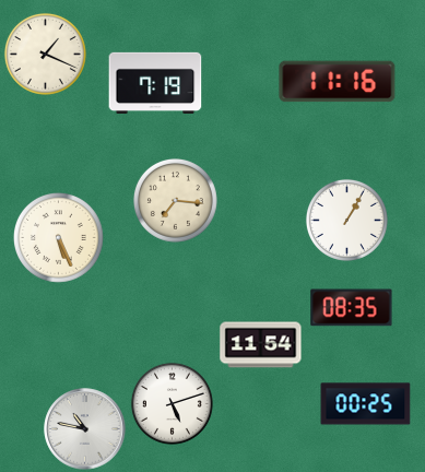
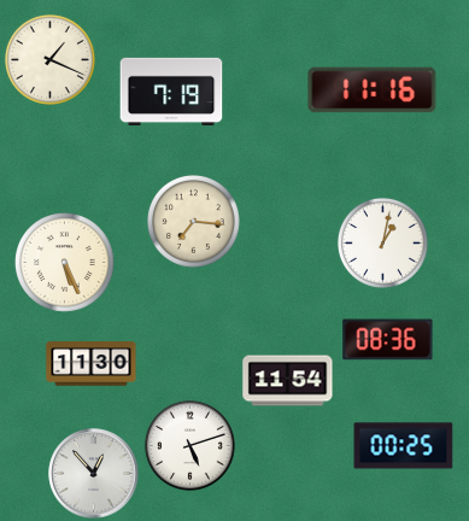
clock at (346, 220): 1:05 -> 1:02
clock at (352, 308): 08:35 -> 08:36
clock at (92, 364): none -> 11:30
clock at (85, 429): 10:47 -> 12:53
